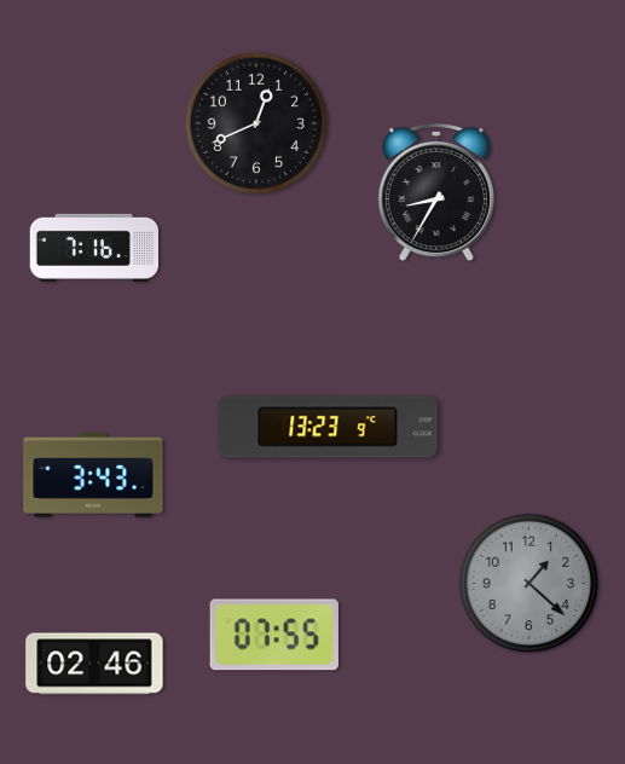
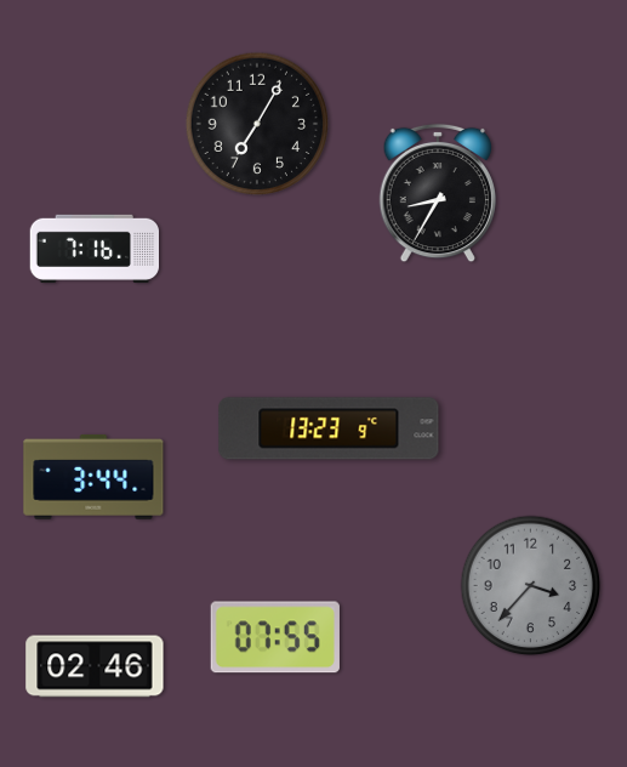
clock at (255, 122): 12:41 -> 7:05
clock at (93, 475): 3:43 -> 3:44
clock at (529, 584): 1:22 -> 3:37
